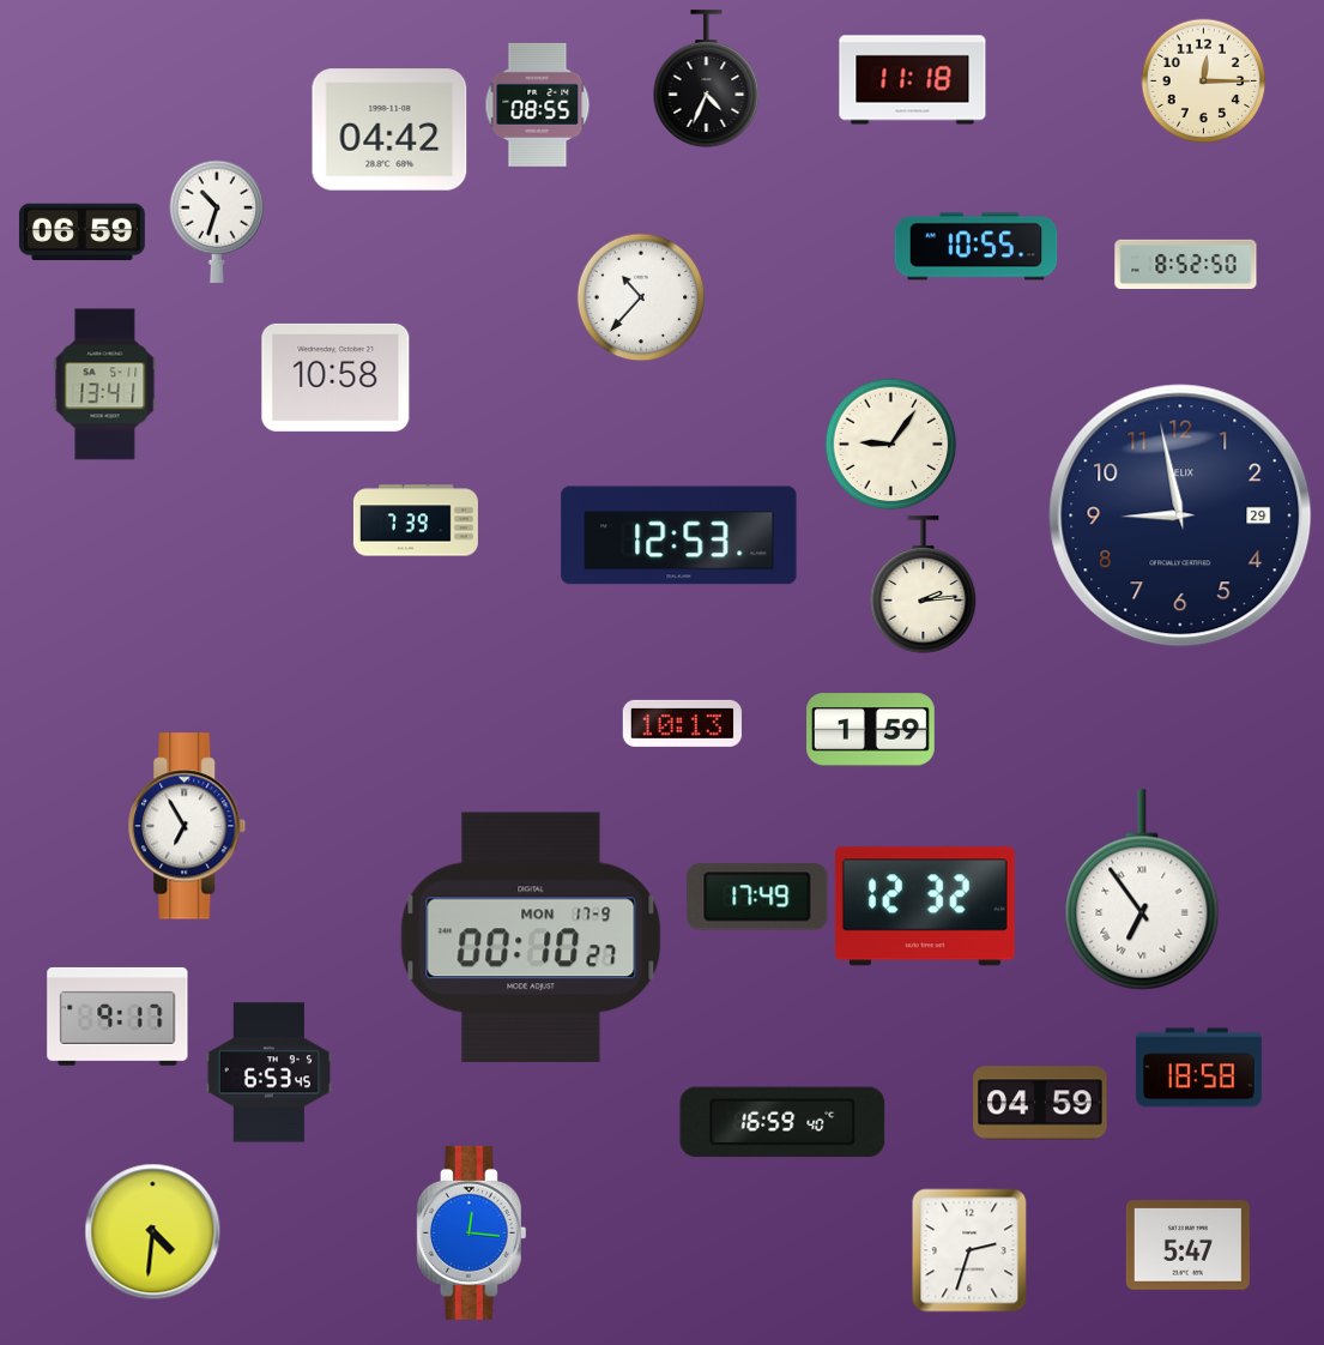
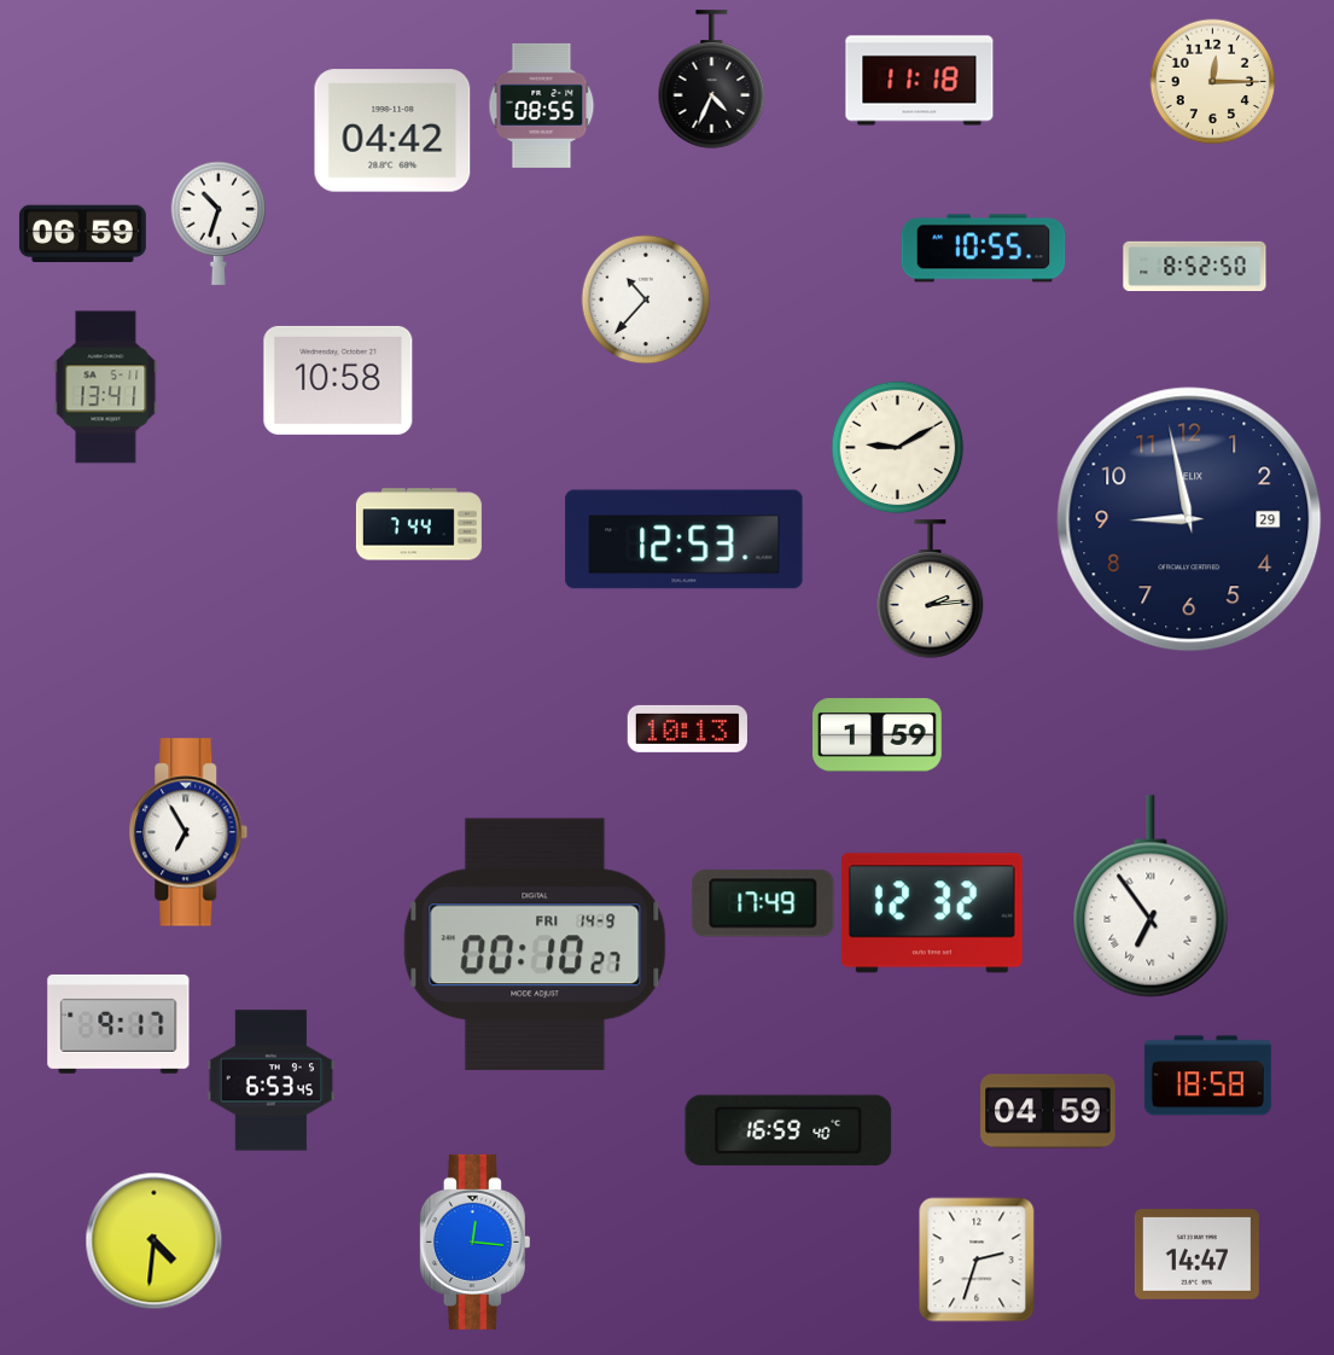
clock at (891, 445): 9:06 -> 9:10
clock at (416, 520): 7:39 -> 7:44
clock at (531, 937) date: MON 17-9 -> FRI 14-9
clock at (1187, 1246): 5:47 -> 14:47
